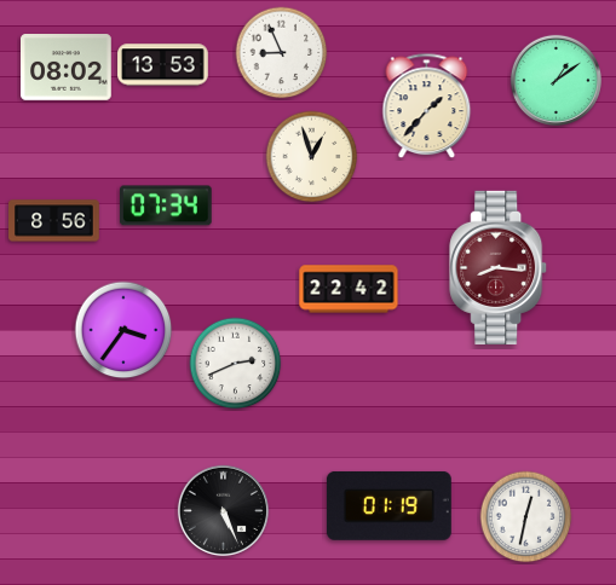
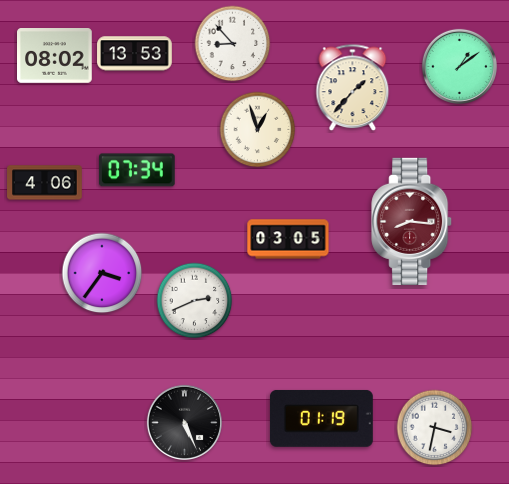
clock at (282, 53): 8:56 -> 8:53
clock at (54, 221): 8:56 -> 4:06
clock at (349, 289): 22:42 -> 03:05
clock at (526, 517): 12:32 -> 3:32
